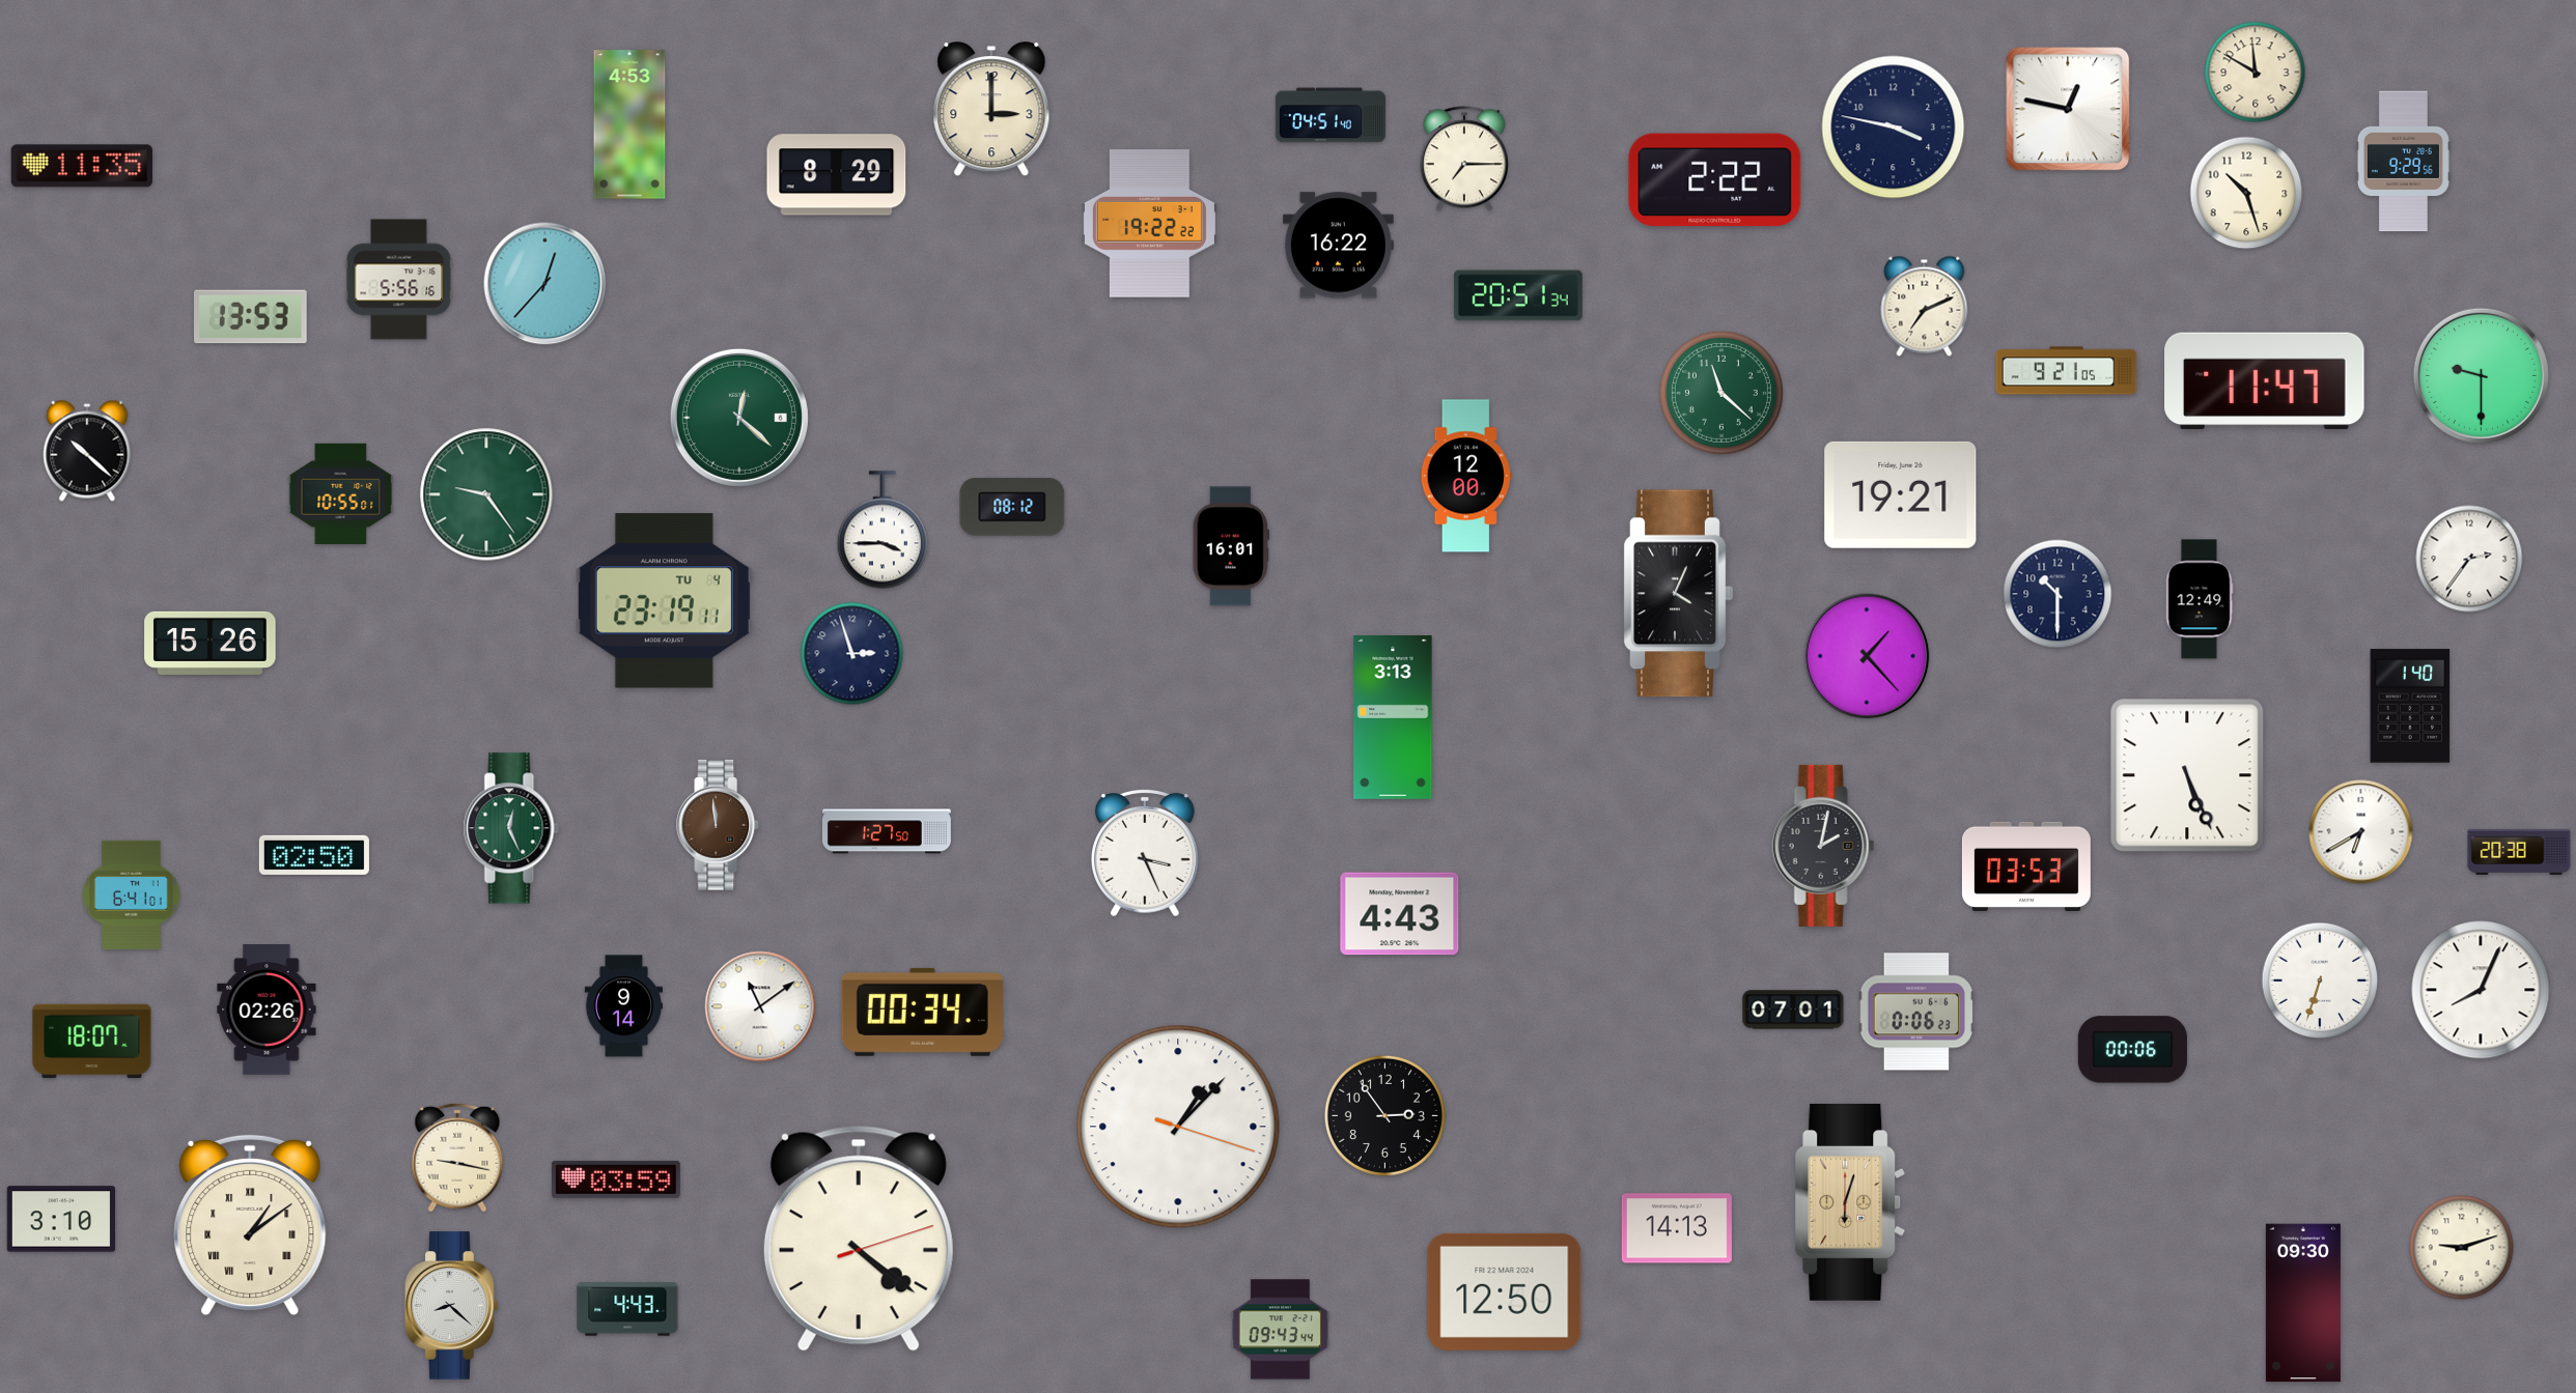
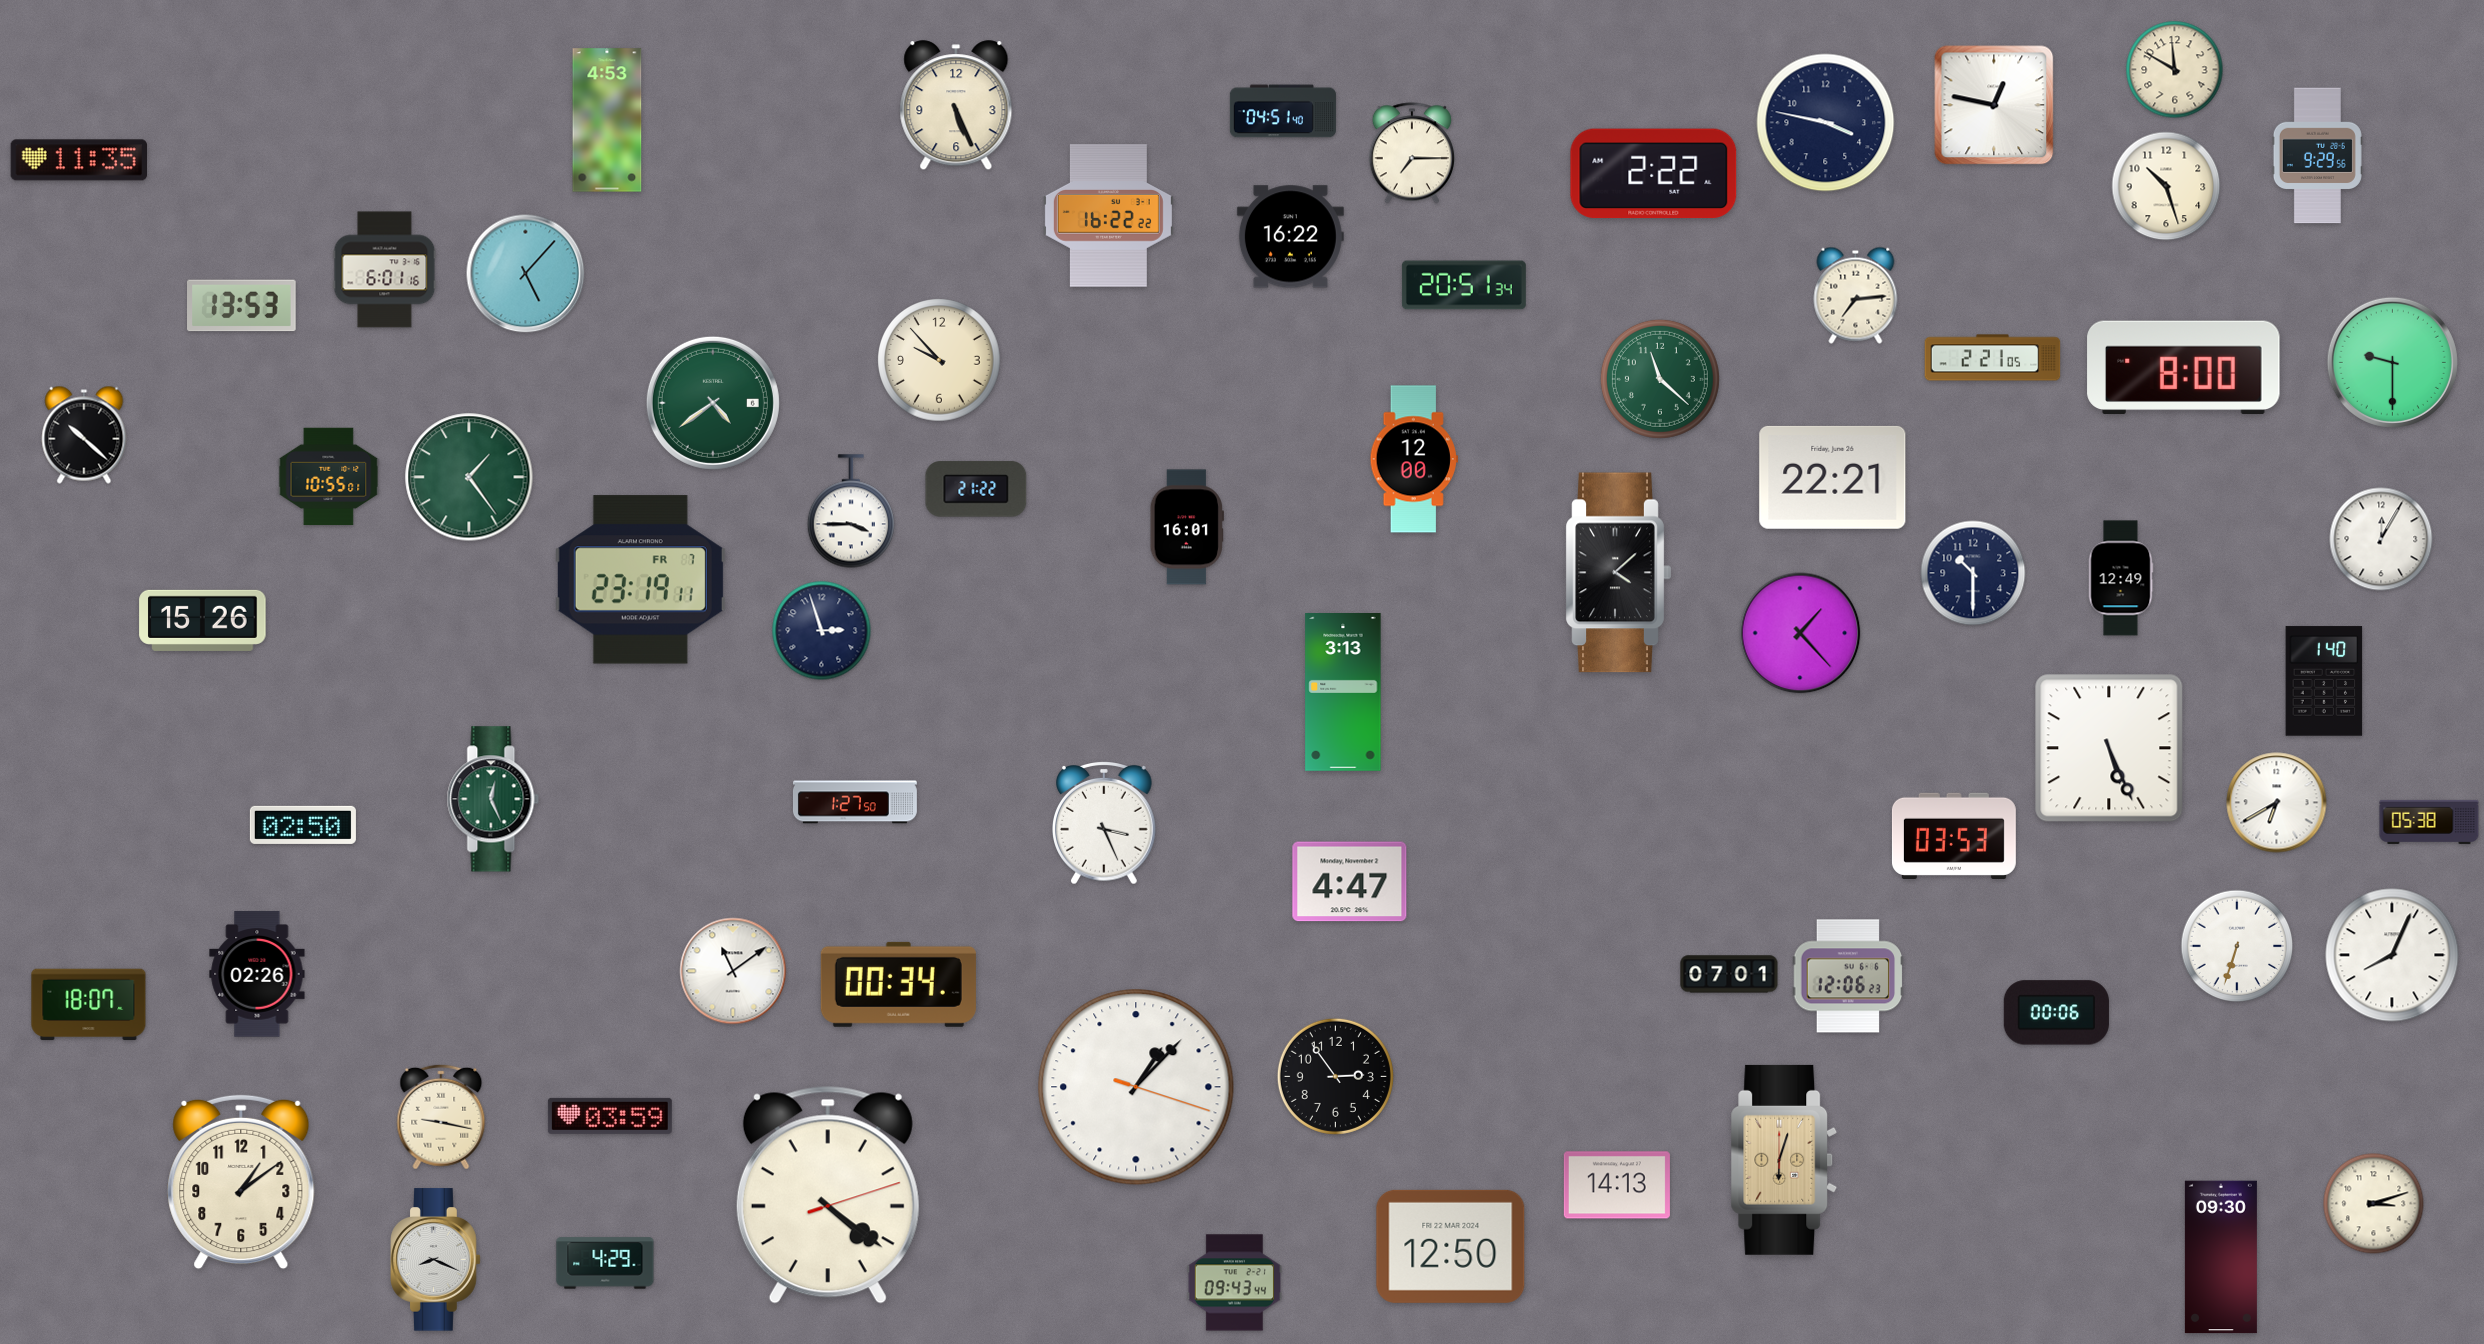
clock at (991, 110): 3:00 -> 5:26
clock at (837, 175): 8:29 -> none
clock at (1149, 224): 19:22 -> 16:22
clock at (399, 280): 5:56 -> 6:01
clock at (545, 284): 12:37 -> 5:07
clock at (1925, 306): 7:11 -> 7:14
clock at (2067, 371): 9:21 -> 2:21
clock at (939, 360): none -> 9:53
clock at (2265, 381): 11:47 -> 8:00
clock at (739, 418): 12:22 -> 4:39
clock at (486, 494): 9:24 -> 1:24
clock at (1901, 494): 19:21 -> 22:21
clock at (1012, 507): 08:12 -> 21:22
clock at (2469, 559): 2:36 -> 12:05
clock at (1678, 594): 4:04 -> 4:08
clock at (2057, 594) position: (2057, 594) -> (1973, 573)
clock at (664, 601) date: TU 4 -> FR 7
clock at (719, 825): 11:59 -> none
clock at (1823, 846): 2:02 -> none
clock at (2519, 852): 20:38 -> 05:38
clock at (132, 894): 6:41 -> none
clock at (1400, 914): 4:43 -> 4:47
clock at (623, 1006): 9:14 -> none
clock at (922, 1012) position: (922, 1012) -> (898, 984)
clock at (1916, 1012): 0:06 -> 12:06
clock at (616, 1179) position: (616, 1179) -> (610, 1116)
clock at (61, 1219): 3:10 -> none
clock at (250, 1225) numerals: Roman -> Arabic
clock at (2462, 1248): 9:12 -> 3:12
clock at (452, 1306): 8:22 -> 8:19
clock at (627, 1309): 4:43 -> 4:29
